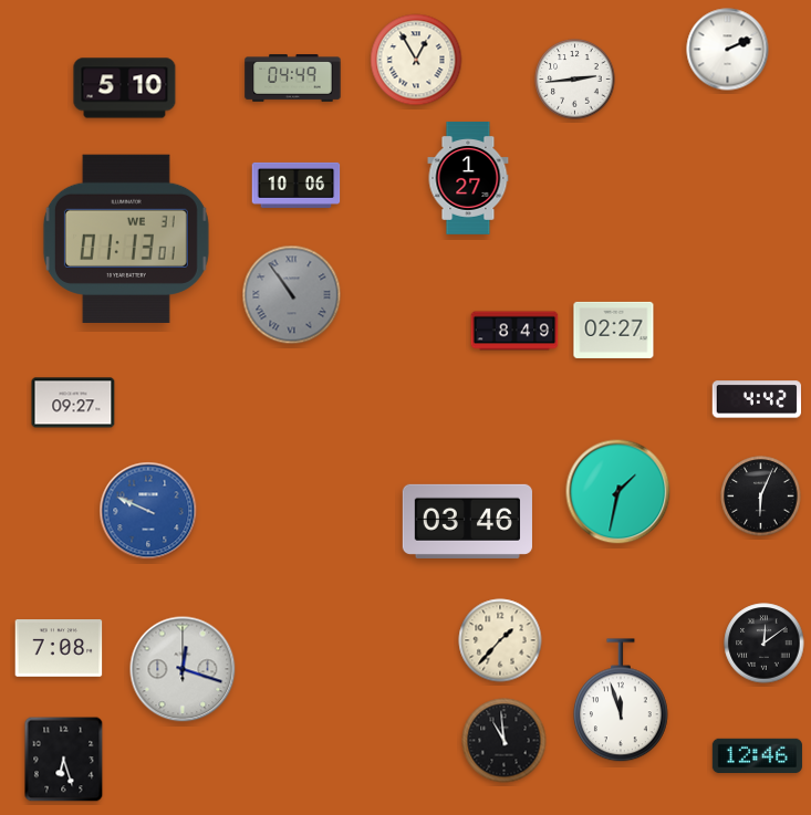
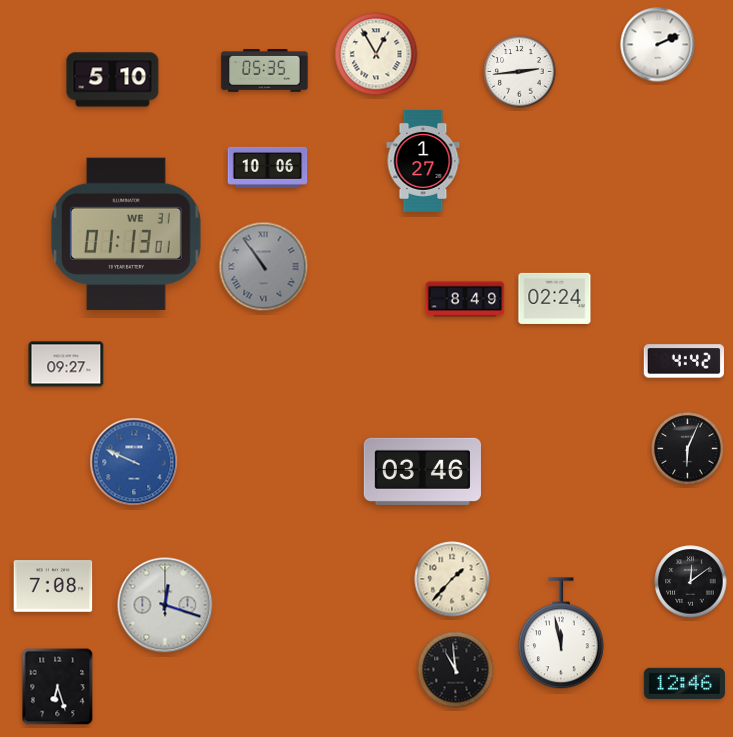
clock at (293, 79): 04:49 -> 05:35
clock at (126, 238) position: (126, 238) -> (126, 233)
clock at (614, 330): 02:27 -> 02:24
clock at (618, 492): 1:32 -> none
clock at (621, 701): 11:57 -> 11:58
